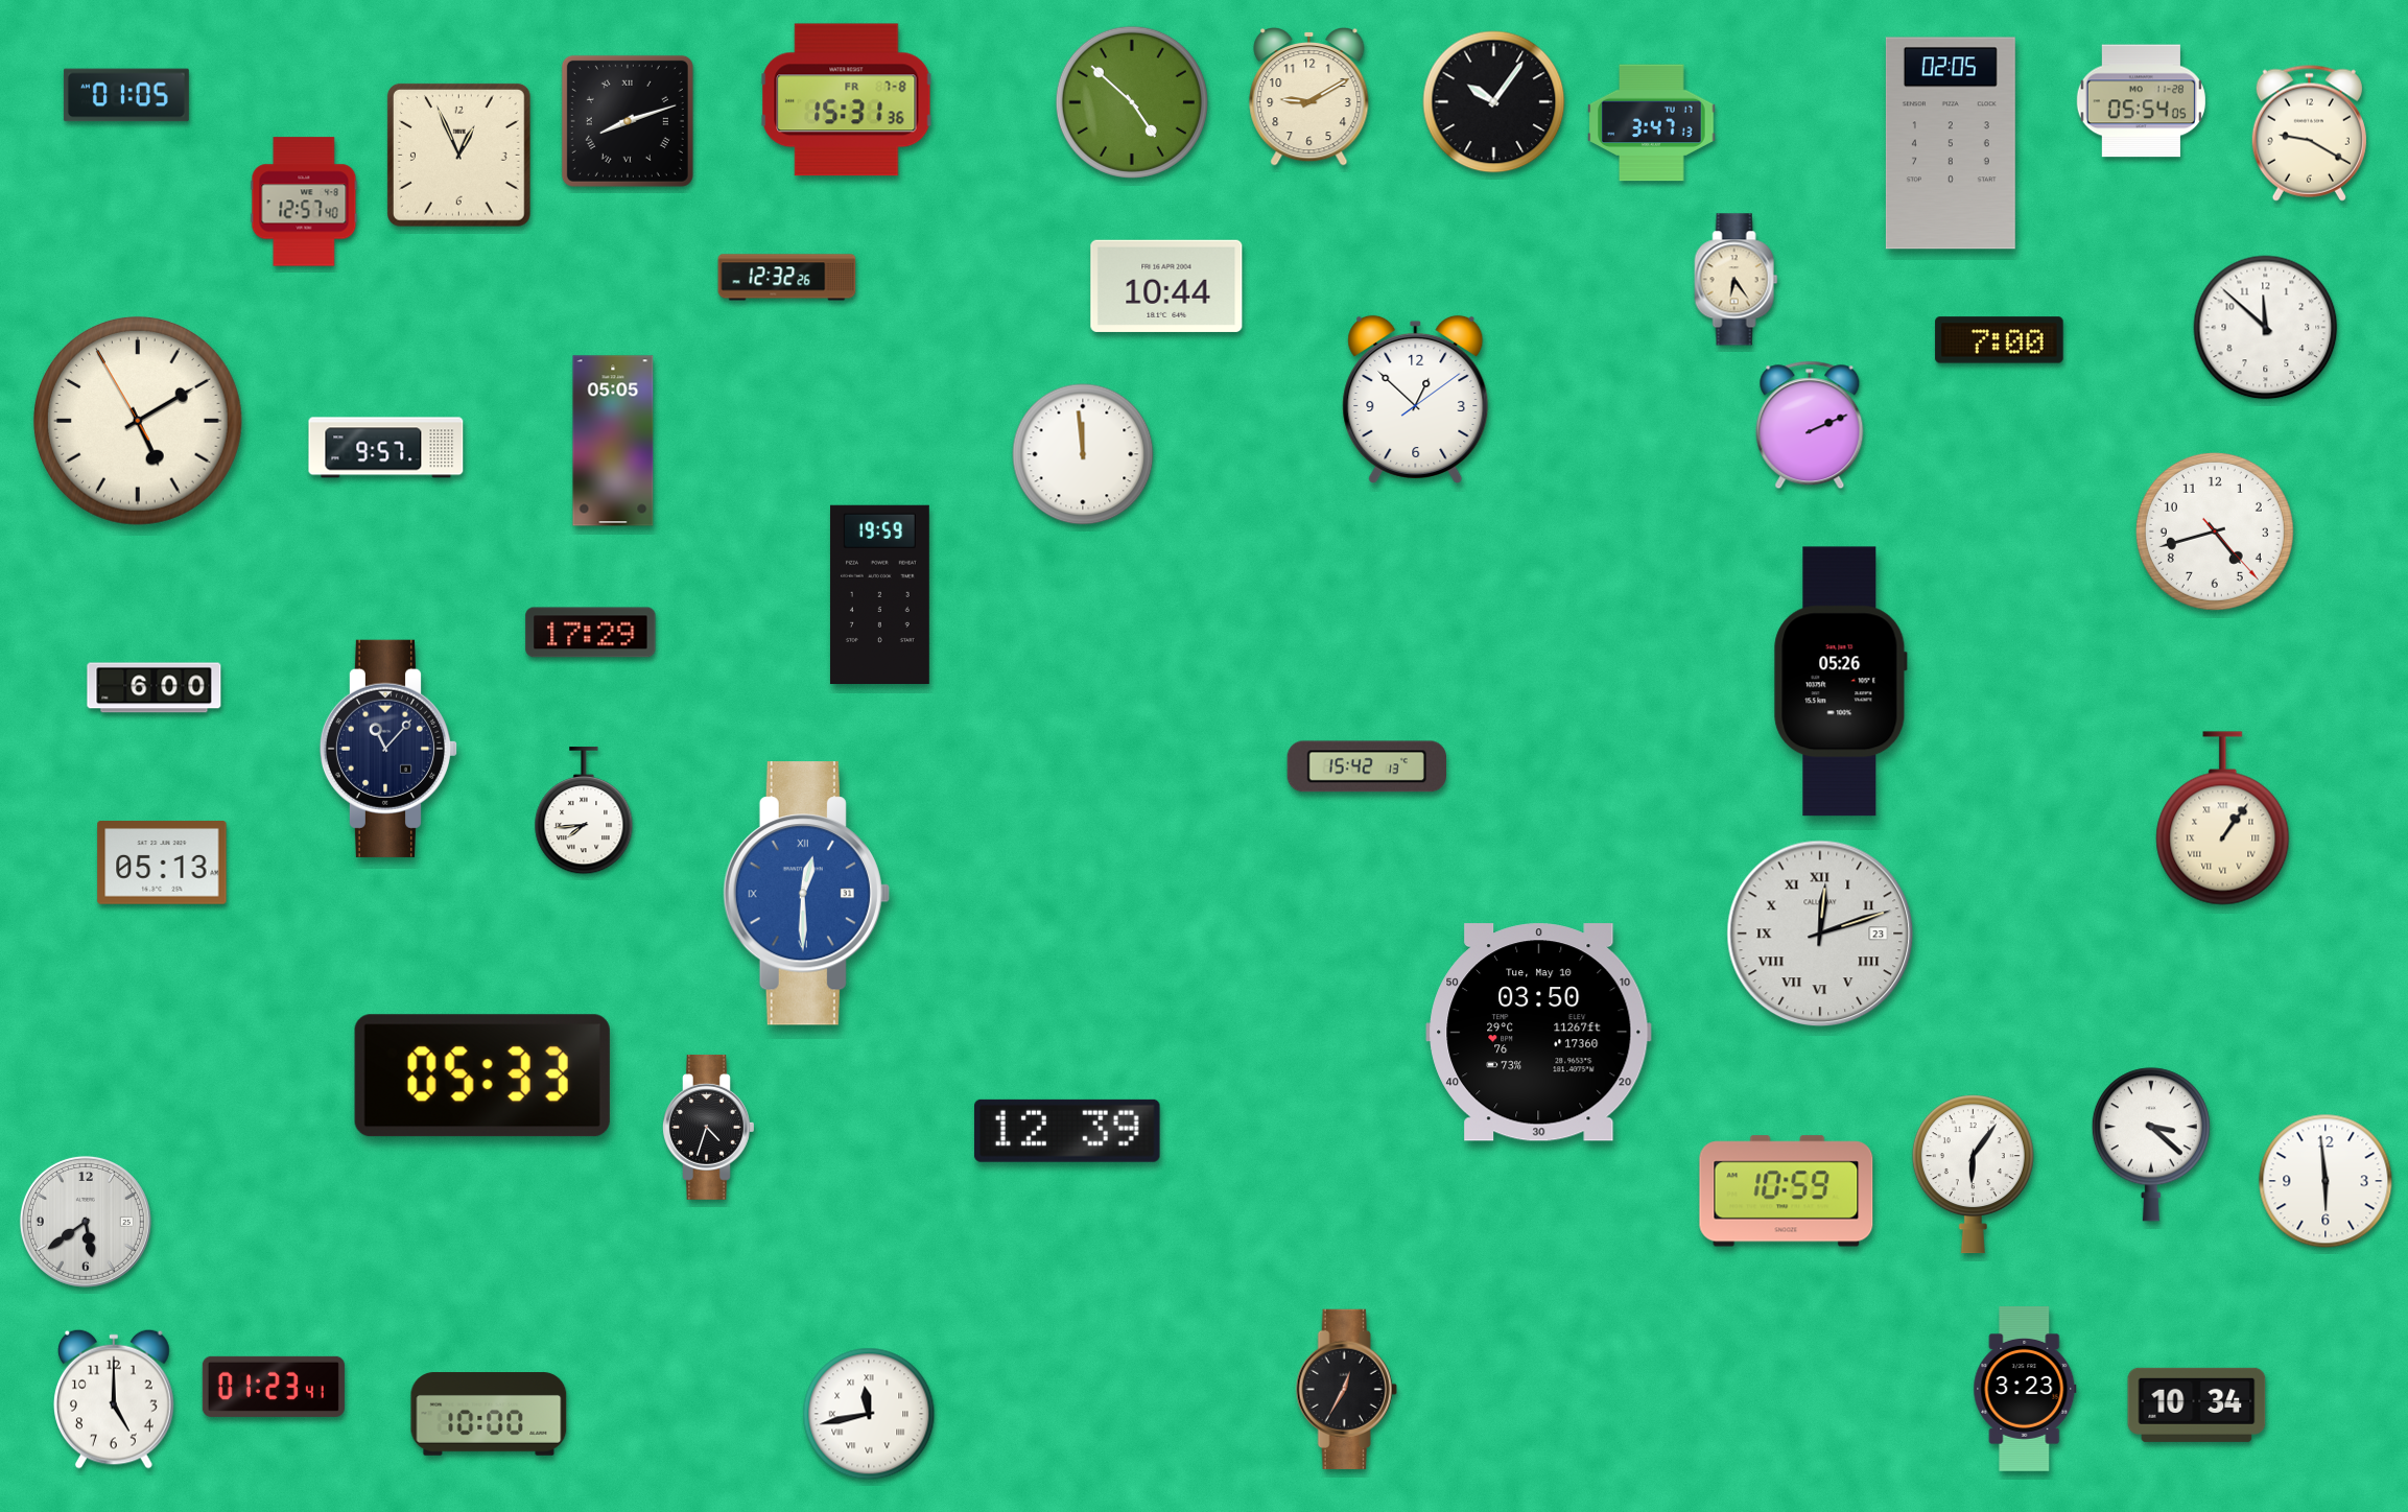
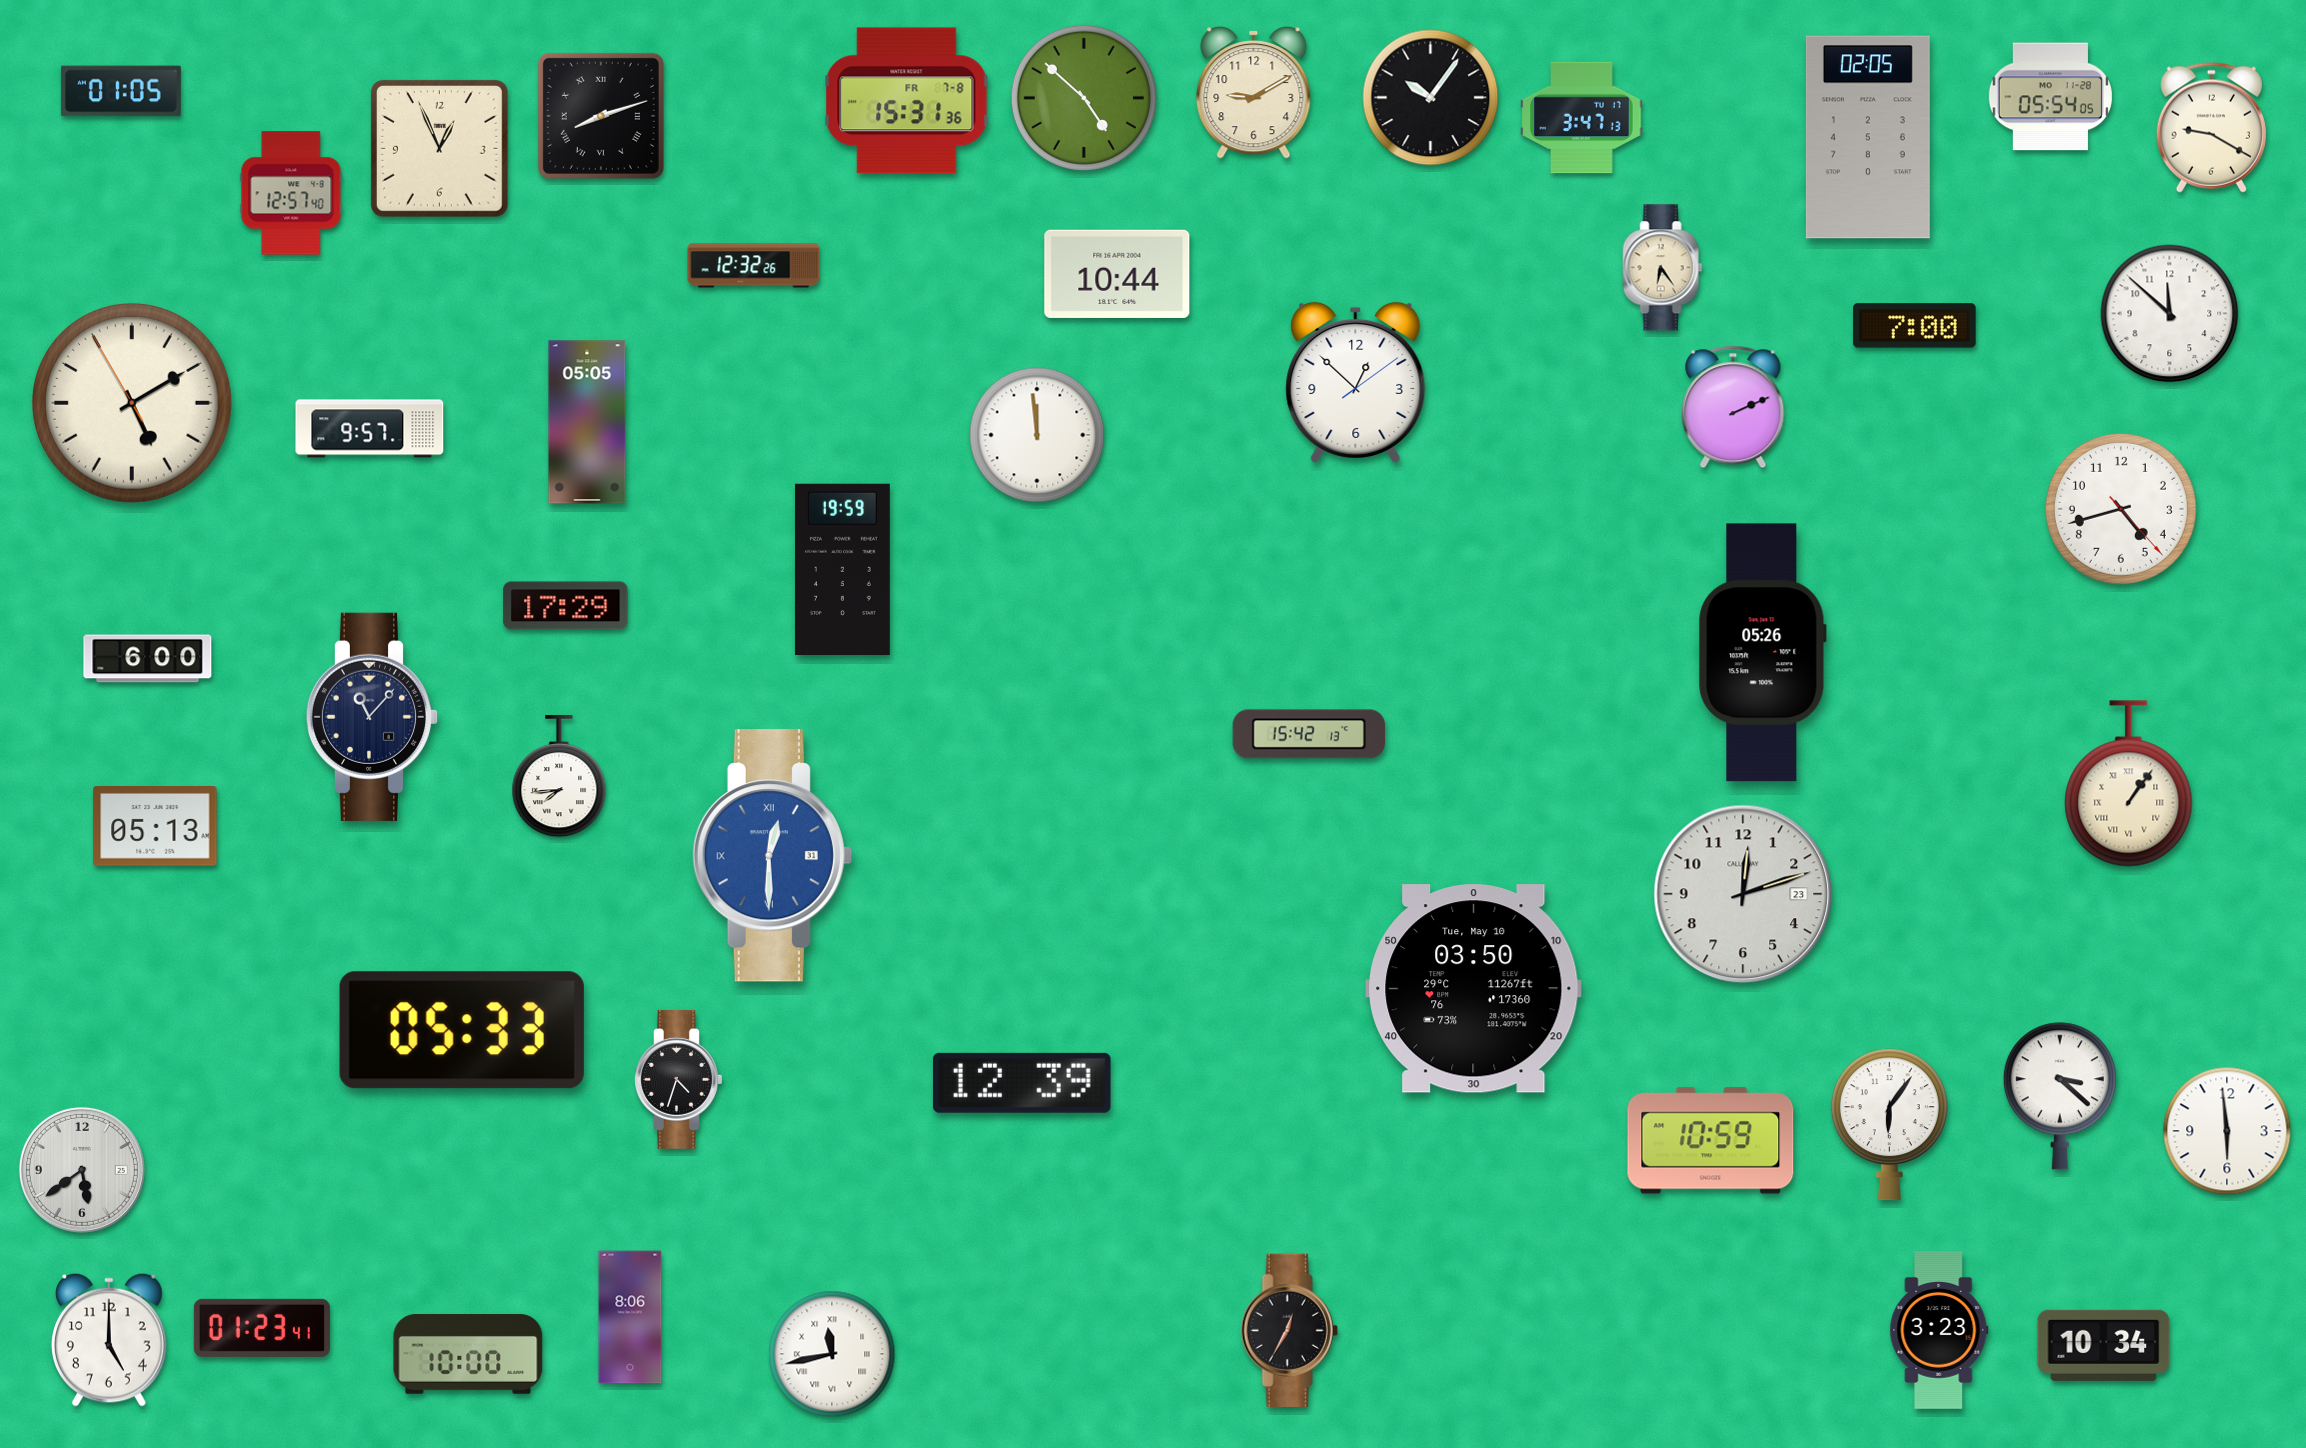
clock at (847, 100) position: (847, 100) -> (907, 101)
clock at (1820, 934) numerals: Roman -> Arabic
clock at (630, 1317): none -> 8:06
